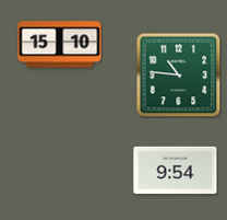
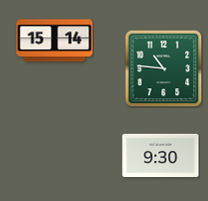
clock at (60, 45): 15:10 -> 15:14
clock at (176, 171): 9:54 -> 9:30
